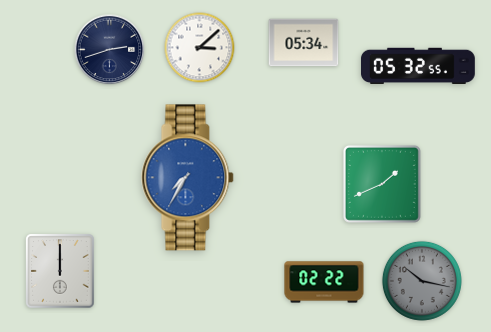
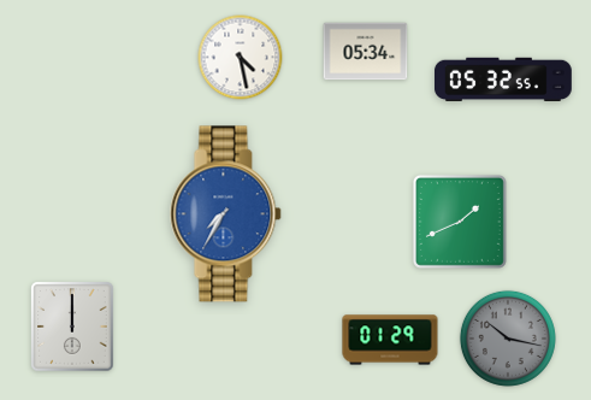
clock at (200, 48): 3:08 -> 4:28
clock at (110, 50): 2:42 -> none
clock at (324, 282): 02:22 -> 01:29
